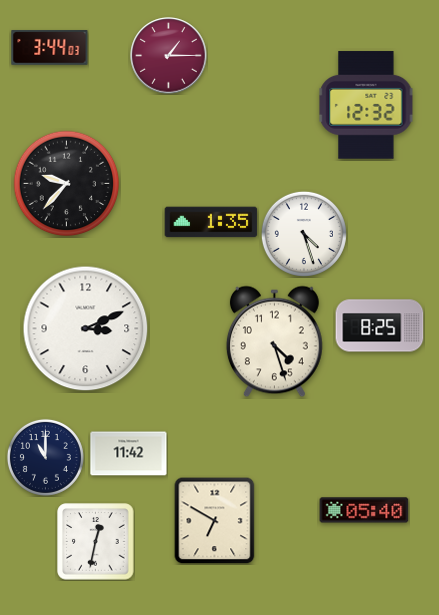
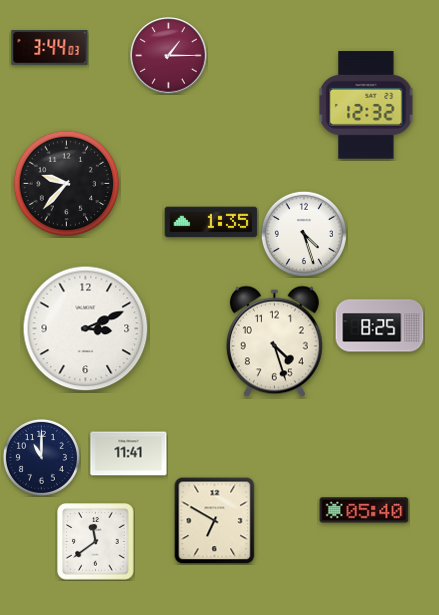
clock at (129, 454): 11:42 -> 11:41
clock at (45, 457) position: (45, 457) -> (41, 457)
clock at (96, 542): 12:32 -> 11:39
